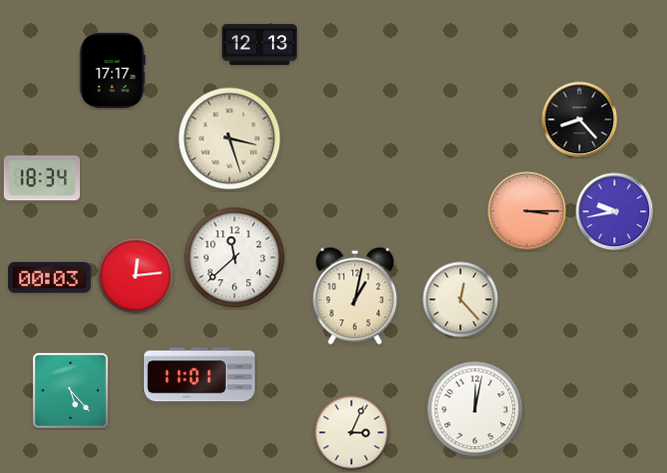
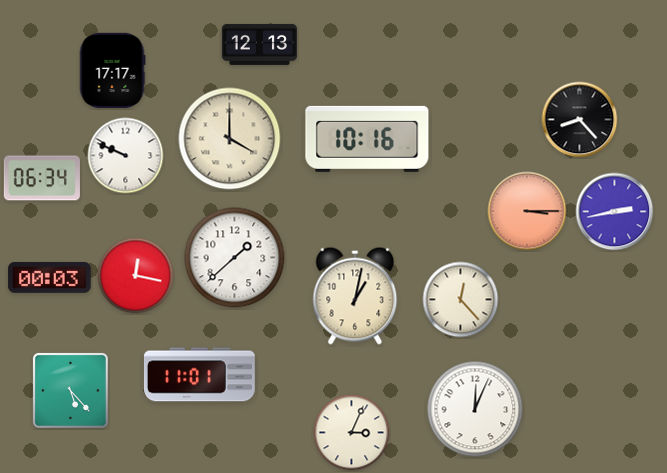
clock at (230, 139): 3:27 -> 4:00
clock at (367, 139): none -> 10:16
clock at (126, 156): none -> 9:49
clock at (42, 178): 18:34 -> 06:34
clock at (615, 212): 9:43 -> 2:43
clock at (235, 258): 11:38 -> 1:38
clock at (136, 276): 12:14 -> 12:17
clock at (475, 409): 12:02 -> 12:04
